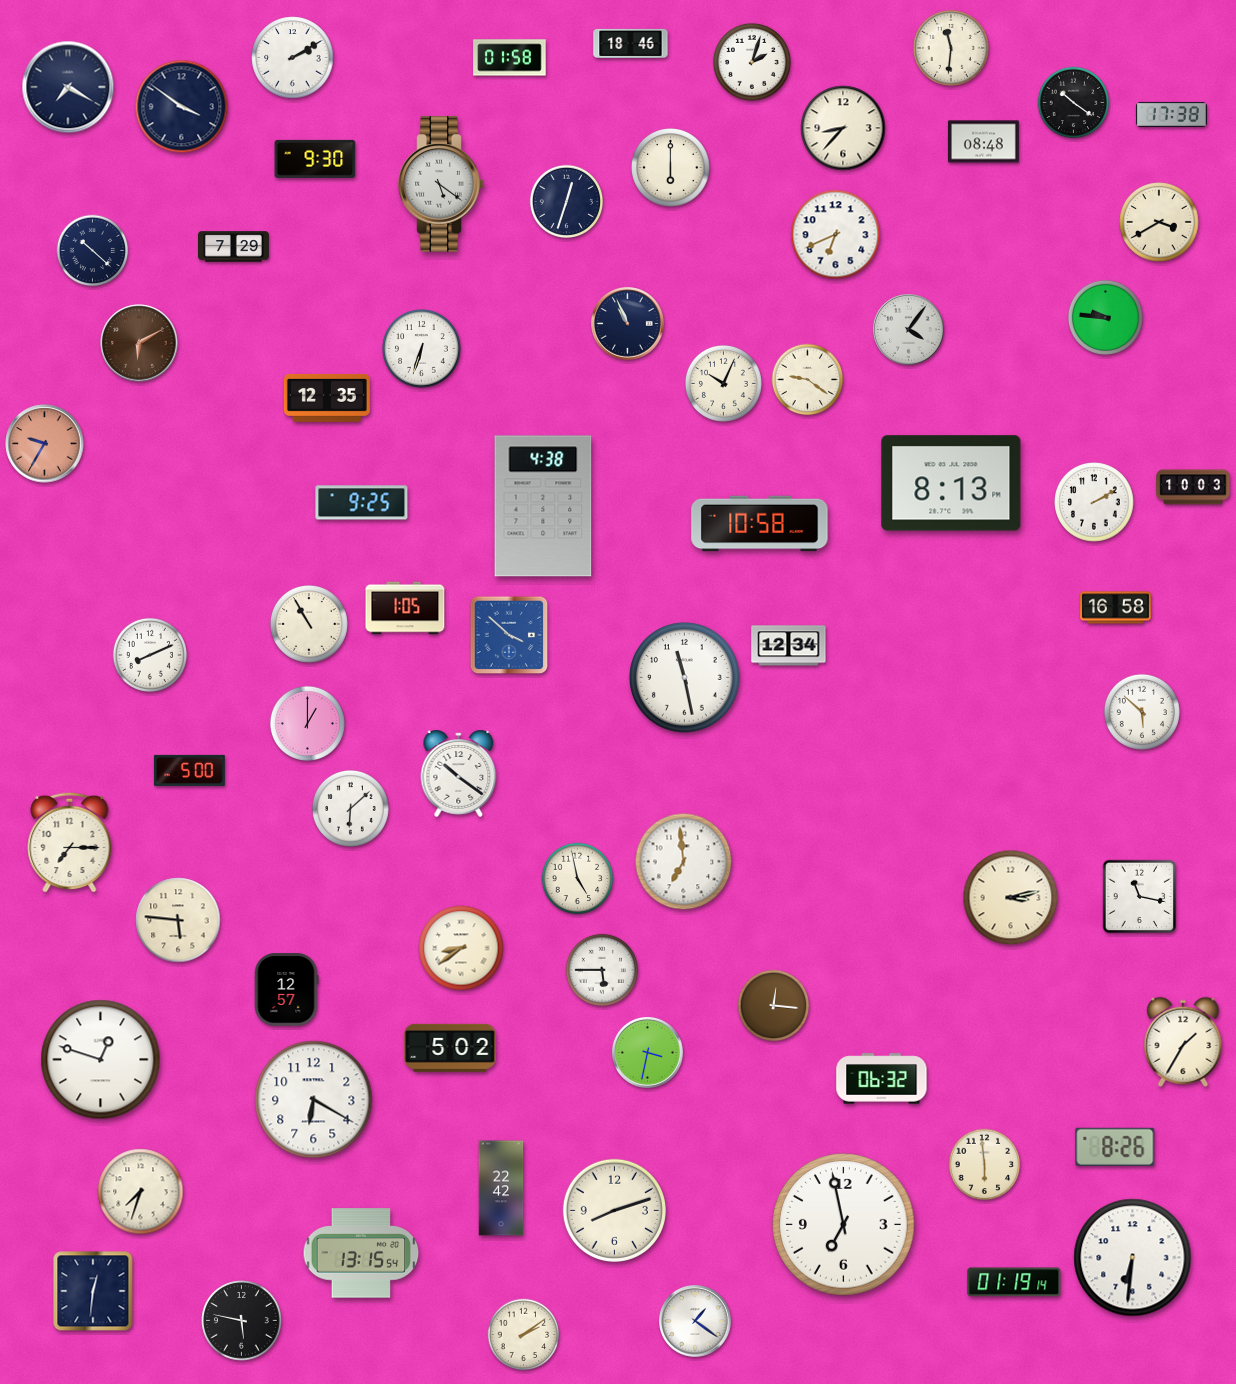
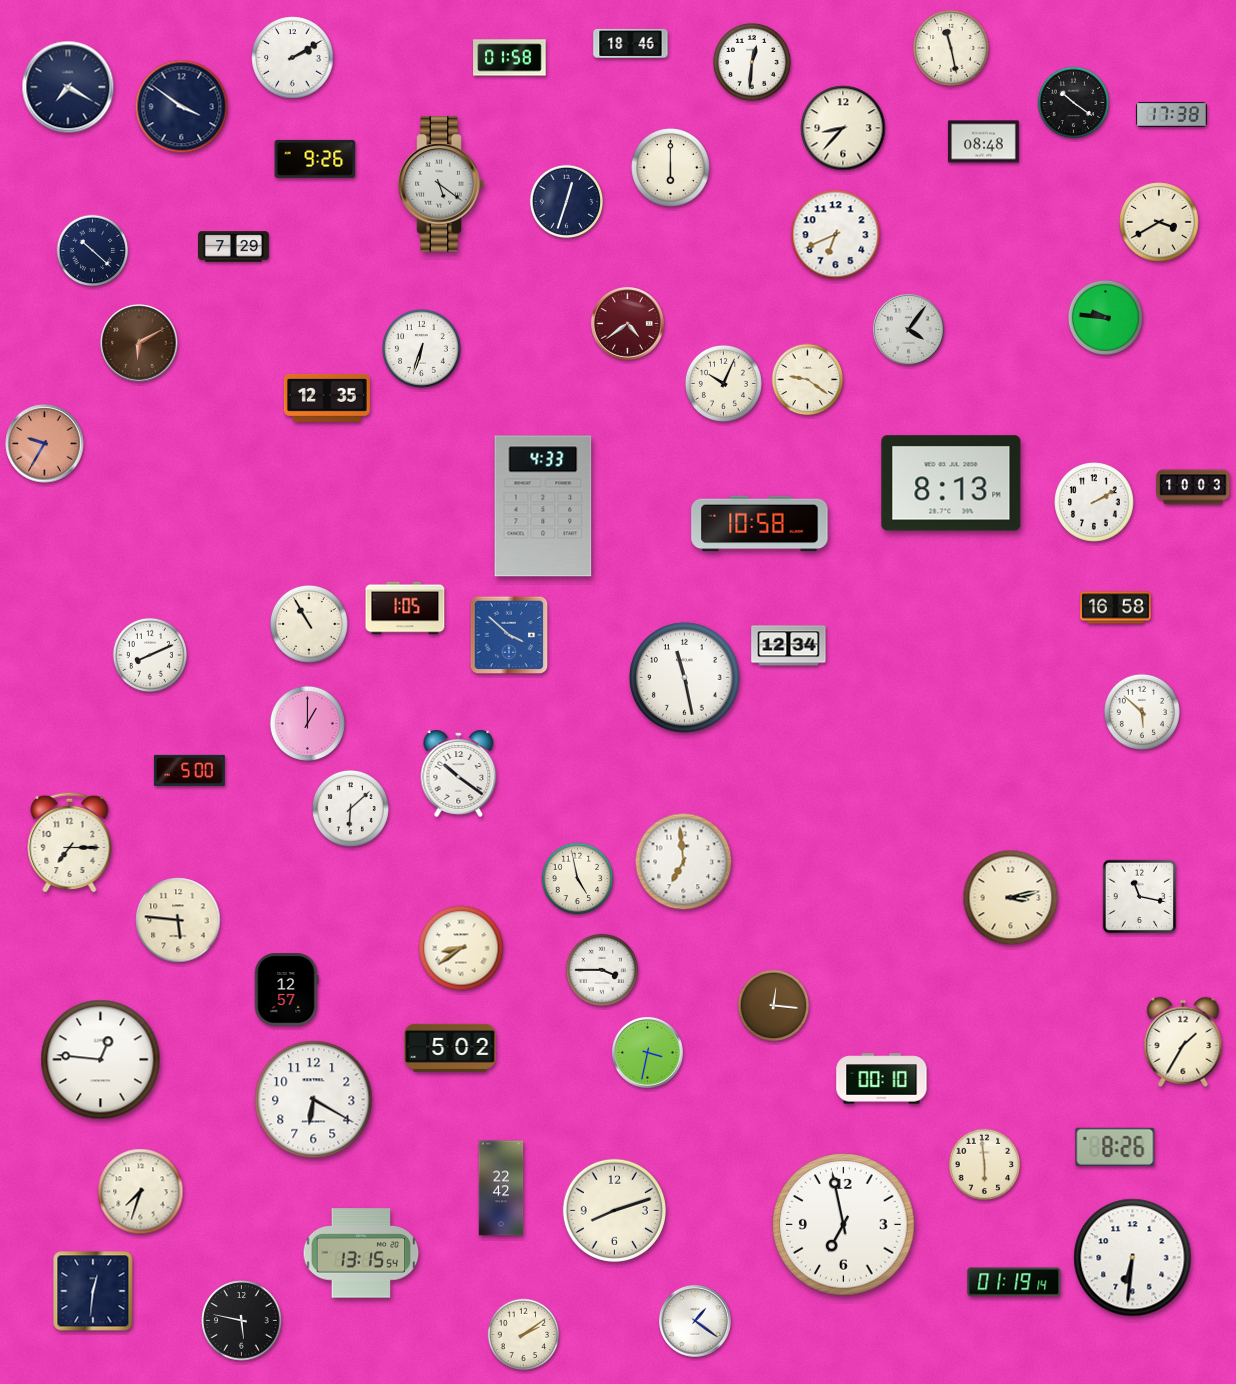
clock at (951, 48): 11:31 -> 11:28
clock at (752, 62): 2:03 -> 12:31
clock at (315, 159): 9:30 -> 9:26
clock at (628, 324): 10:56 -> 4:39
clock at (628, 324) dial: navy -> burgundy
clock at (362, 503): 9:25 -> none
clock at (543, 506): 4:38 -> 4:33
clock at (602, 970): 5:45 -> 3:45
clock at (101, 1060): 12:48 -> 12:46
clock at (882, 1079): 06:32 -> 00:10
